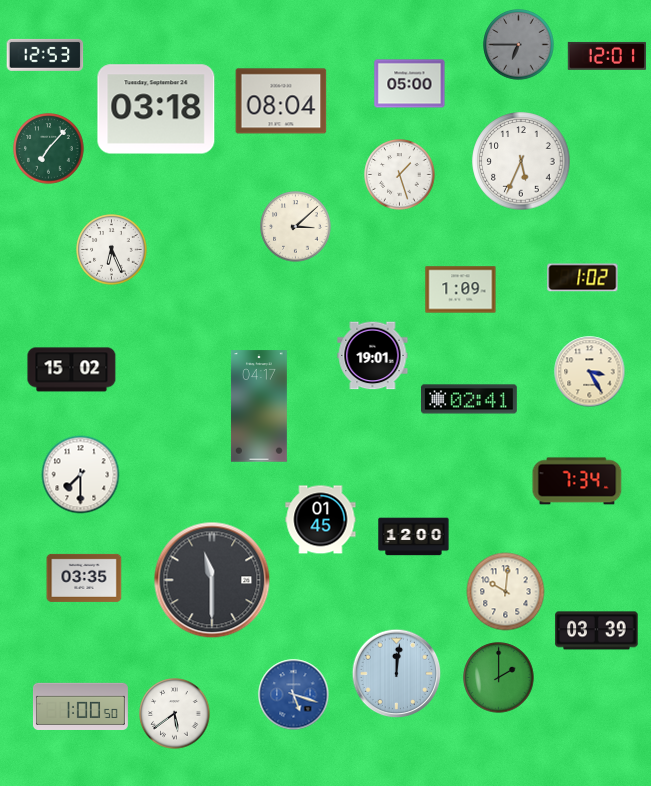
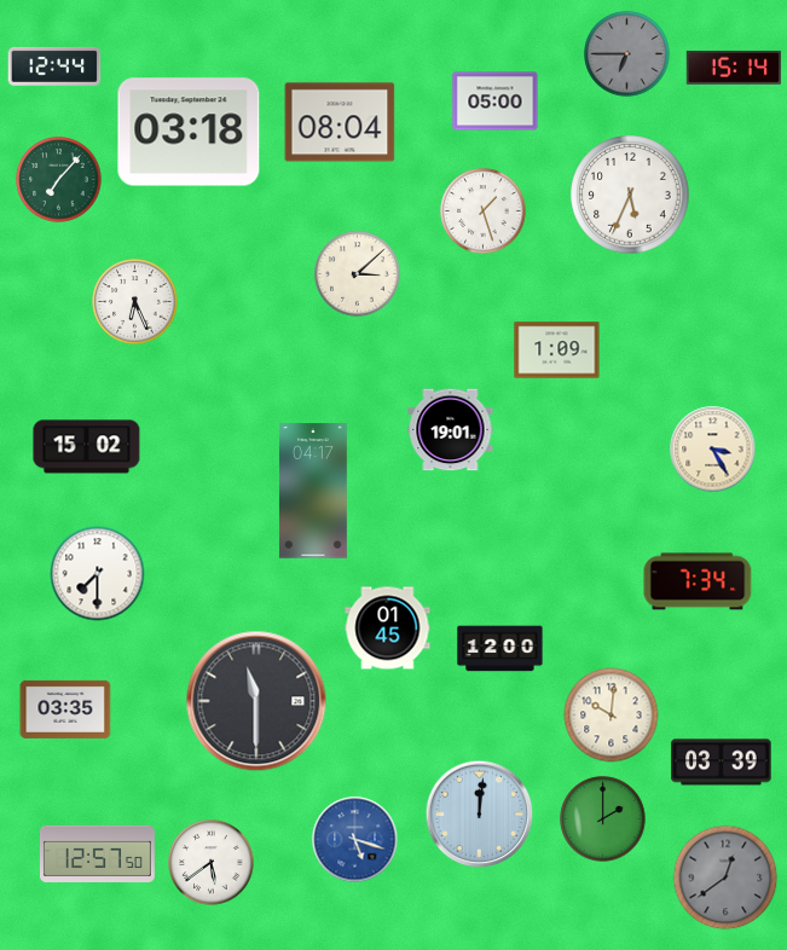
clock at (45, 55): 12:53 -> 12:44
clock at (606, 56): 12:01 -> 15:14
clock at (583, 278): 1:02 -> none
clock at (470, 399): 02:41 -> none
clock at (84, 578) position: (84, 578) -> (65, 709)
clock at (80, 706): 1:00 -> 12:57
clock at (725, 877): none -> 12:39
